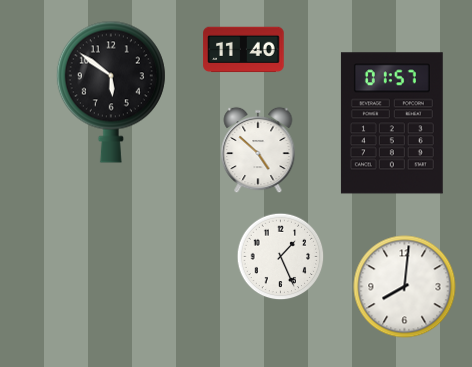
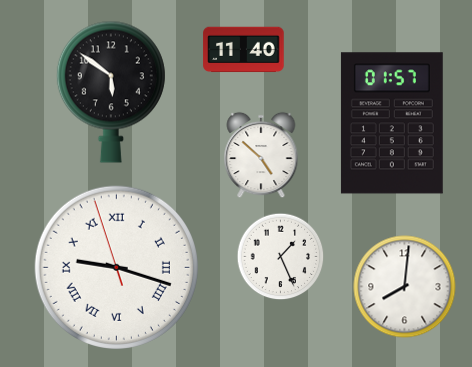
clock at (258, 150) position: (258, 150) -> (261, 155)
clock at (116, 267): none -> 9:17
